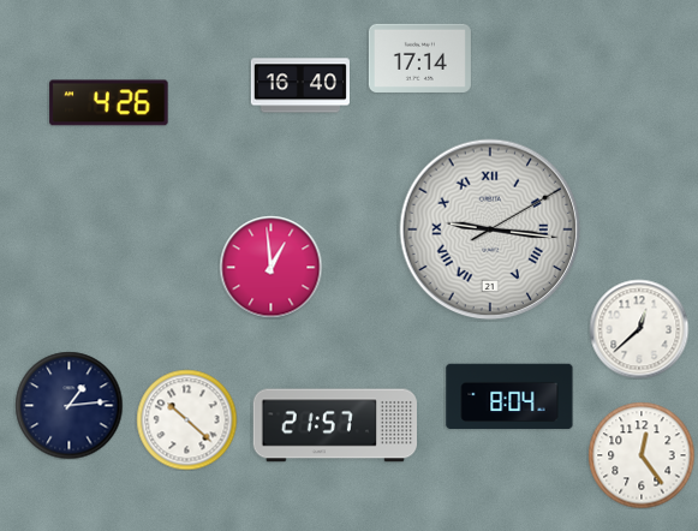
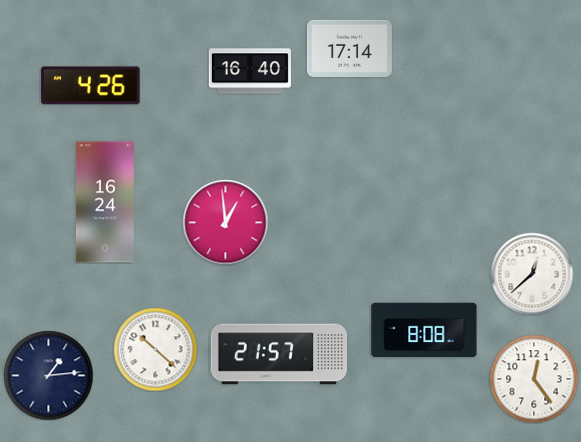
clock at (490, 229): 9:16 -> none
clock at (105, 202): none -> 16:24
clock at (509, 396): 8:04 -> 8:08
clock at (68, 405) position: (68, 405) -> (48, 375)
